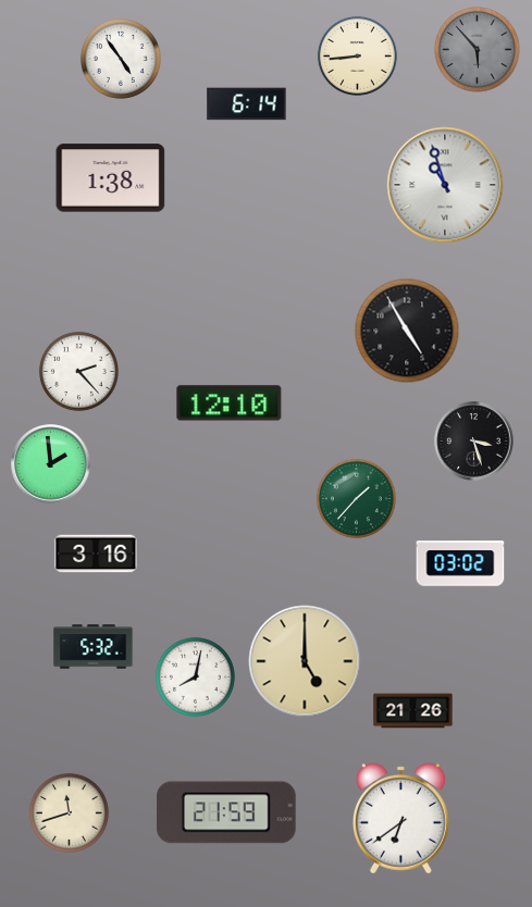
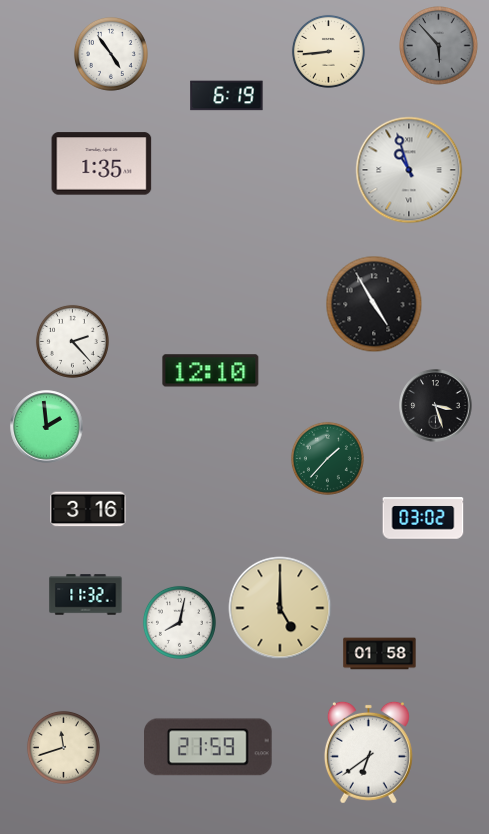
clock at (247, 104): 6:14 -> 6:19
clock at (111, 178): 1:38 -> 1:35
clock at (94, 647): 5:32 -> 11:32
clock at (413, 711): 21:26 -> 01:58
